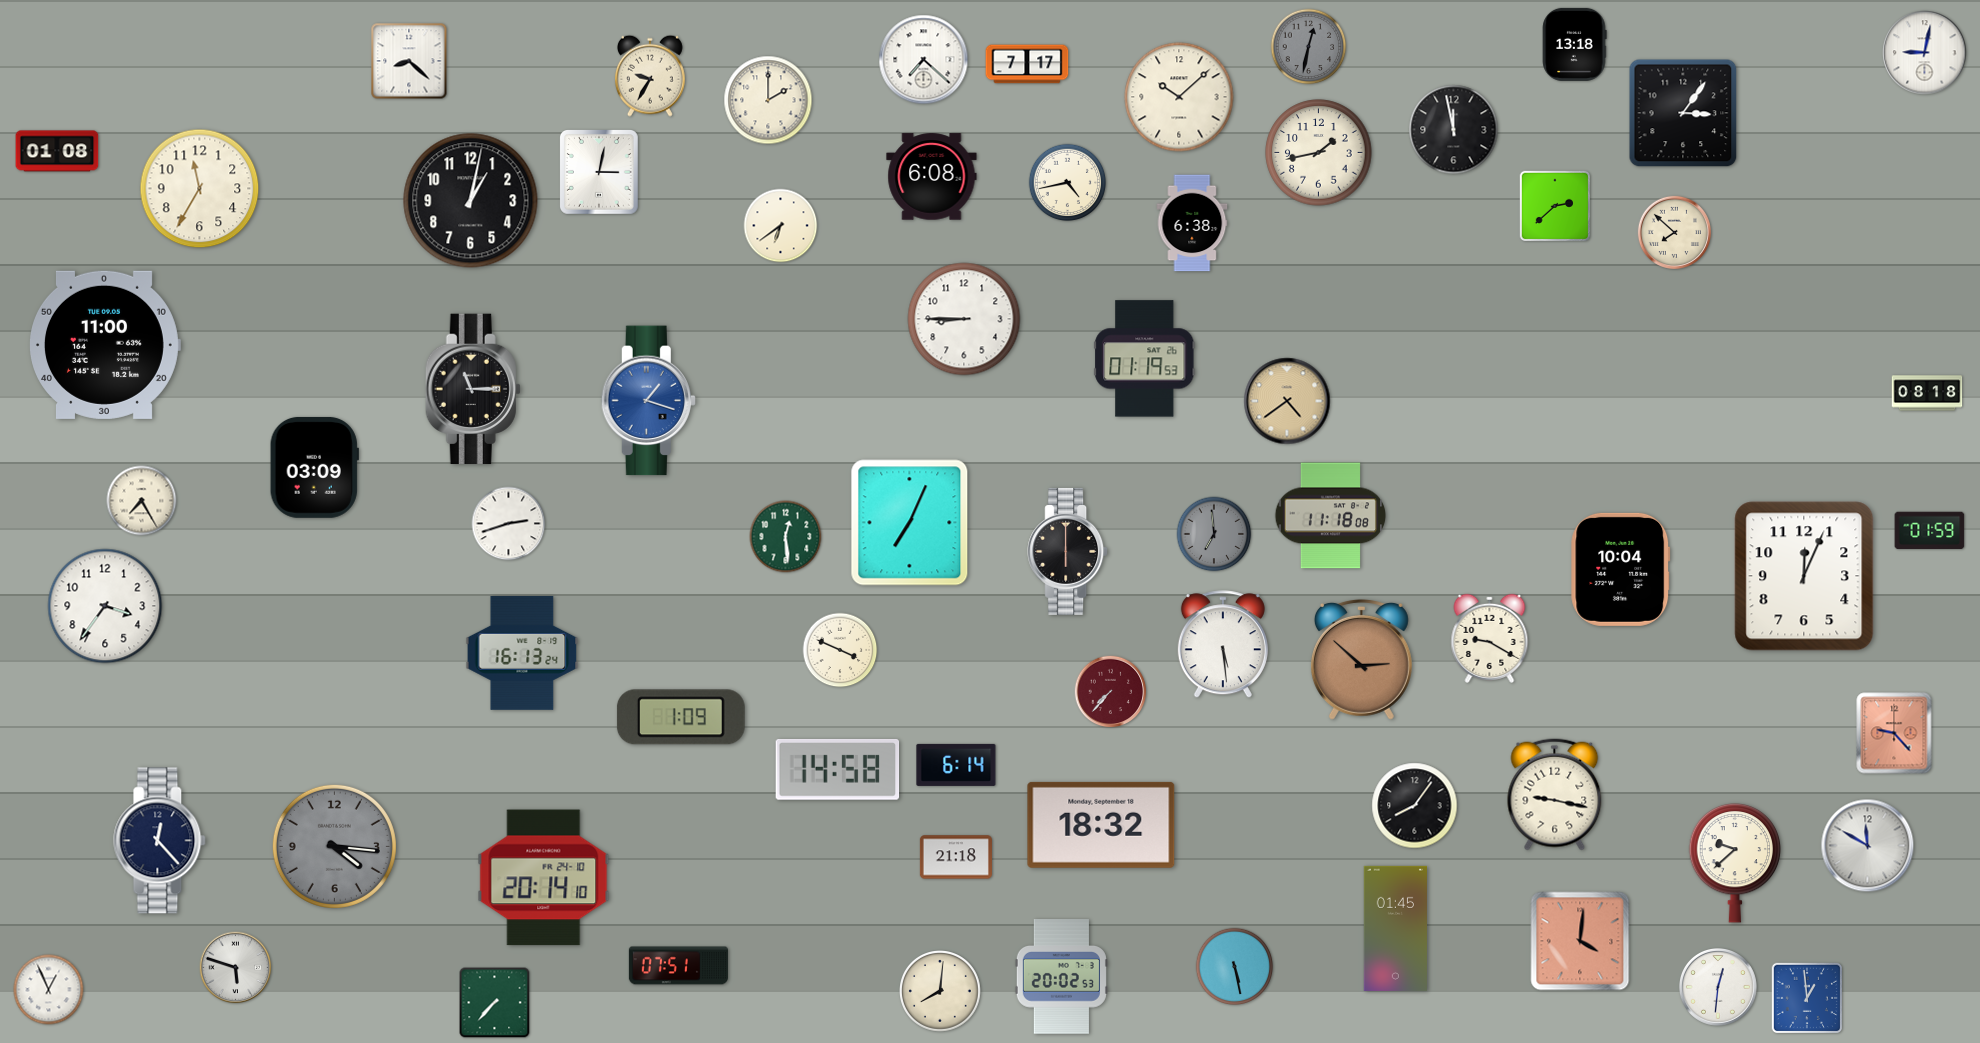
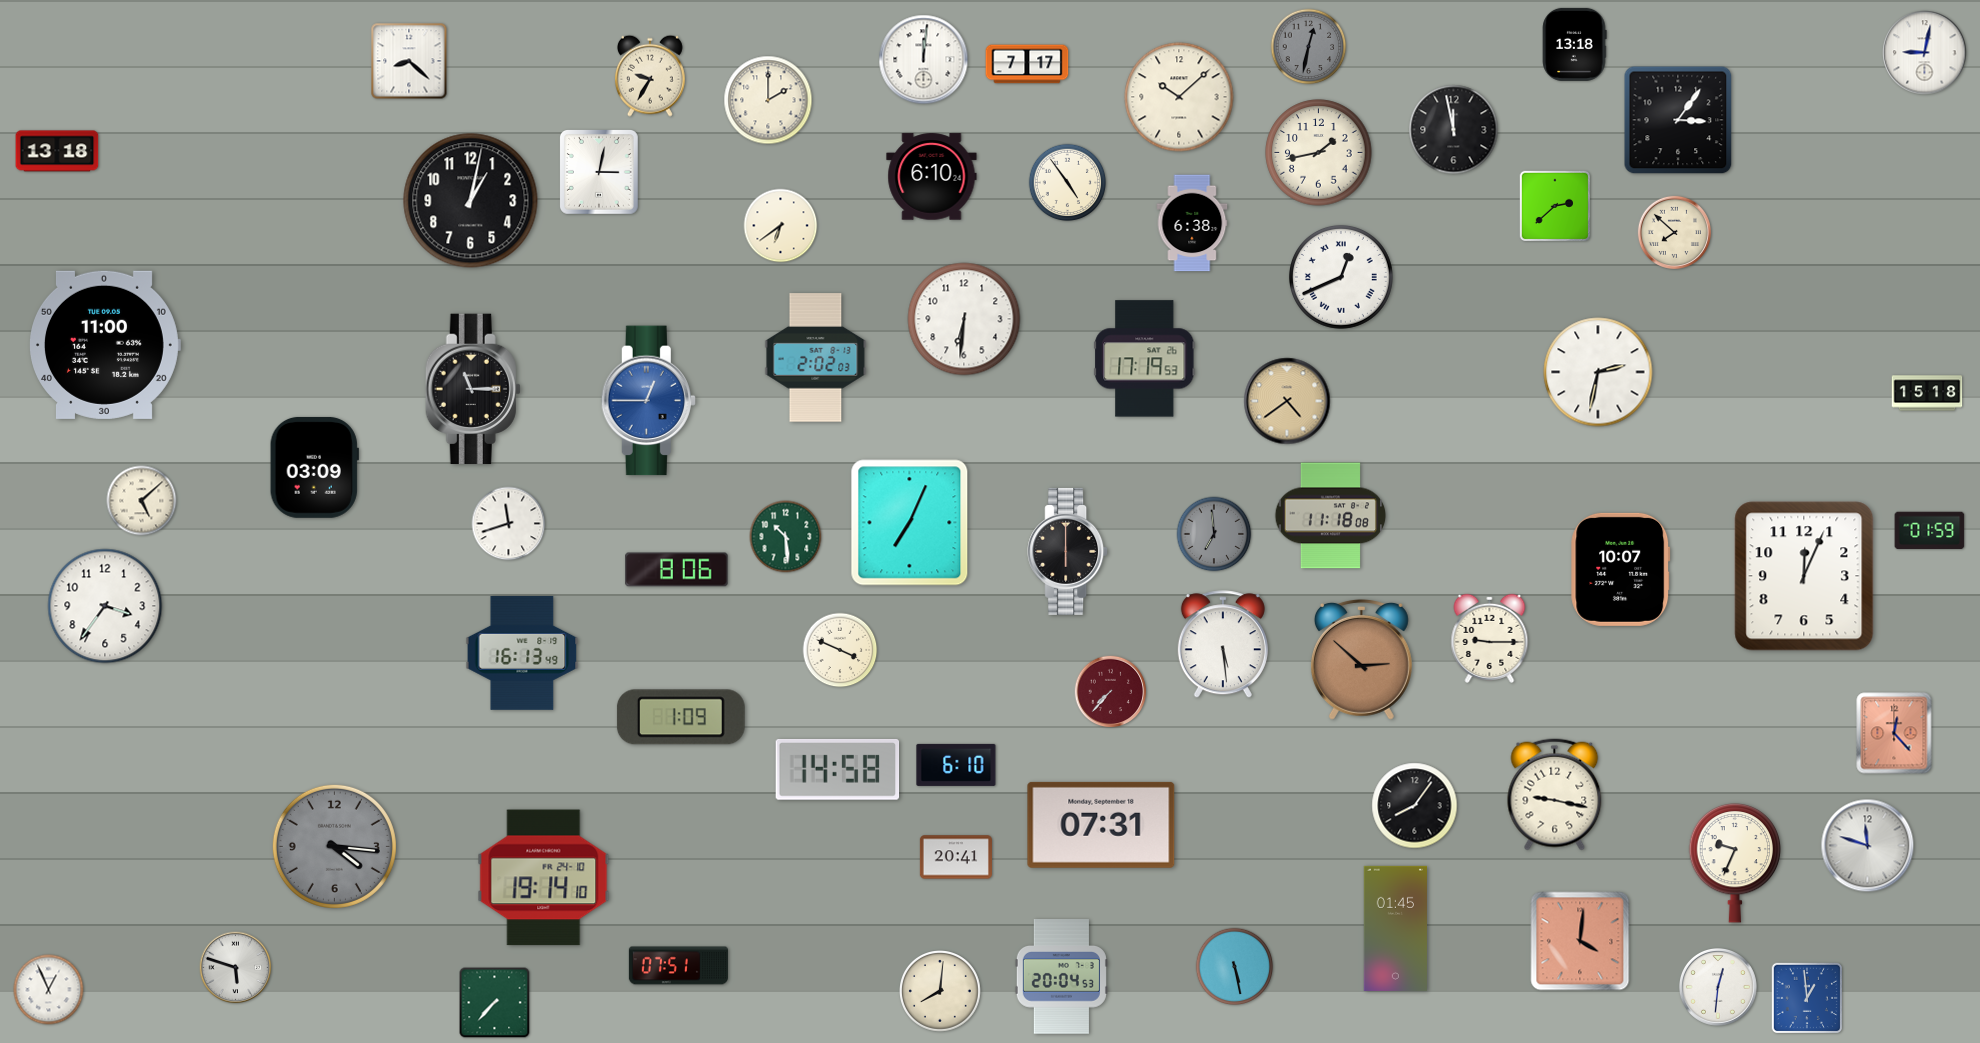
clock at (924, 60): 7:22 -> 12:01
clock at (1683, 113) position: (1683, 113) -> (1678, 120)
clock at (57, 151): 01:08 -> 13:18
clock at (932, 177): 6:08 -> 6:10
clock at (1068, 183): 4:43 -> 4:54
clock at (200, 189): 11:35 -> none
clock at (1341, 277): none -> 12:41
clock at (964, 319): 8:45 -> 6:31
clock at (816, 358): none -> 2:02
clock at (1145, 359): 01:19 -> 17:19
clock at (1598, 372): none -> 2:32
clock at (1927, 393): 08:18 -> 15:18
clock at (648, 401): 1:18 -> 12:45
clock at (142, 501): 7:25 -> 5:08
clock at (509, 524): 2:42 -> 11:42
clock at (786, 537): 12:29 -> 10:29
clock at (1621, 569): 10:04 -> 10:07
clock at (677, 570): none -> 8:06
clock at (1490, 638): 9:20 -> 9:15
clock at (522, 653): 16:13:24 -> 16:13:49
clock at (1894, 733): 9:23 -> 12:23
clock at (956, 765): 6:14 -> 6:10
clock at (1101, 825): 18:32 -> 07:31
clock at (160, 841): 12:23 -> none
clock at (1868, 846): 11:50 -> 11:48
clock at (956, 857): 21:18 -> 20:41
clock at (1735, 863): 9:38 -> 9:34
clock at (544, 878): 20:14 -> 19:14
clock at (1061, 977): 20:02 -> 20:04
